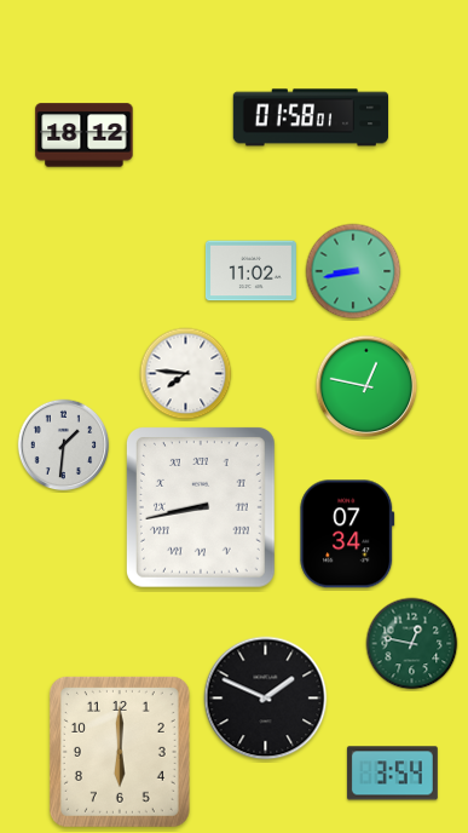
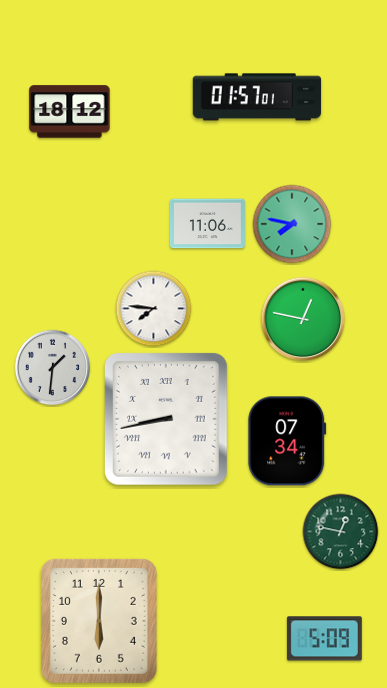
clock at (311, 117): 01:58 -> 01:57
clock at (250, 271): 11:02 -> 11:06
clock at (353, 271): 8:43 -> 7:47
clock at (266, 699): 1:49 -> none
clock at (392, 774): 3:54 -> 5:09
